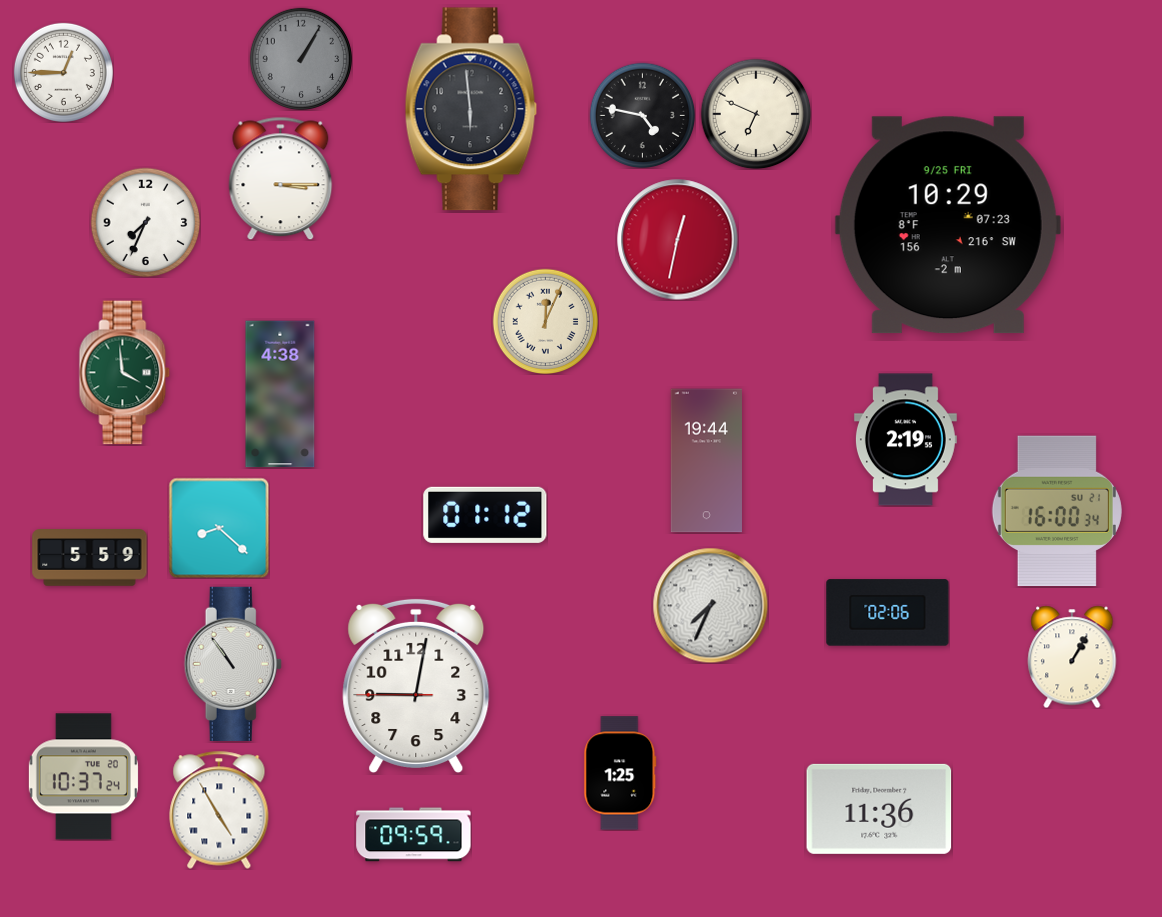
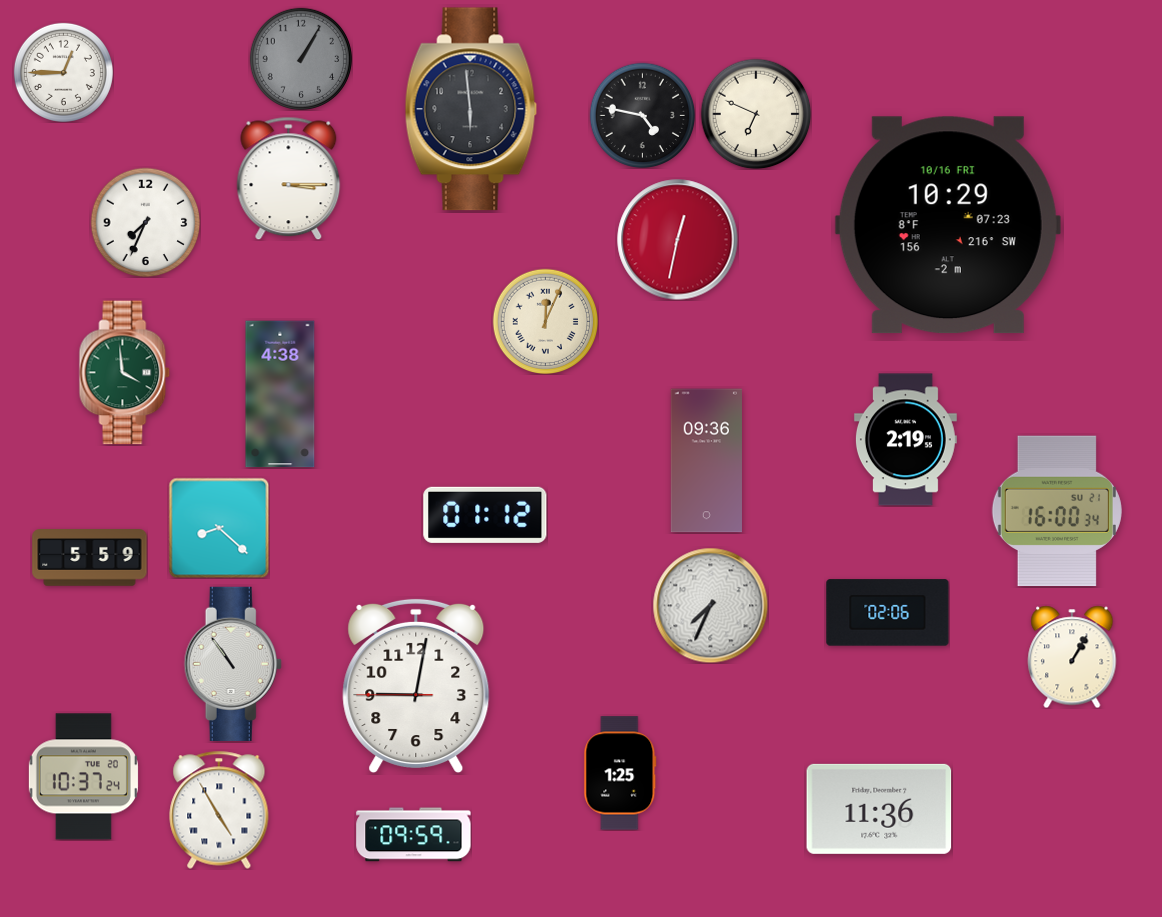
clock at (281, 178) position: (281, 178) -> (289, 178)
clock at (948, 225) date: 9/25 FRI -> 10/16 FRI
clock at (706, 461): 19:44 -> 09:36
